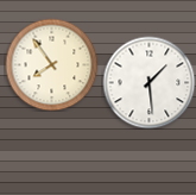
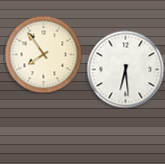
clock at (148, 82): 1:29 -> 6:29
